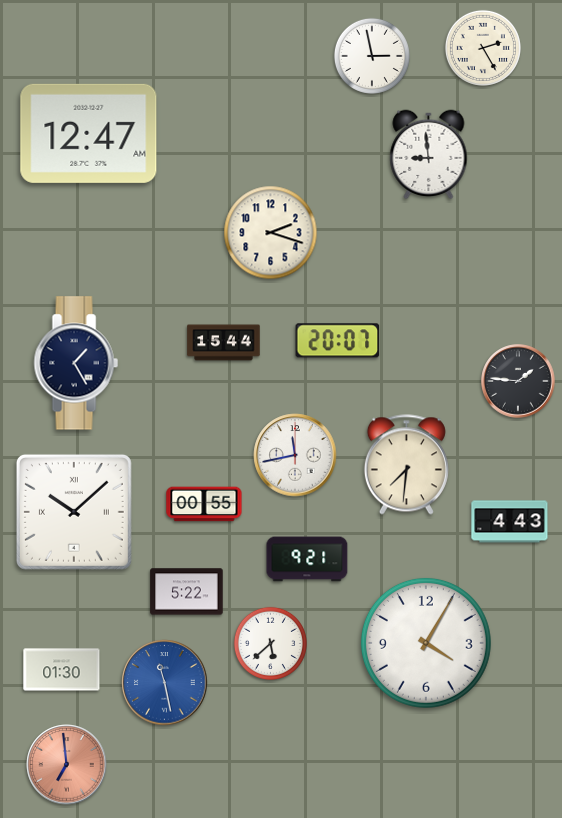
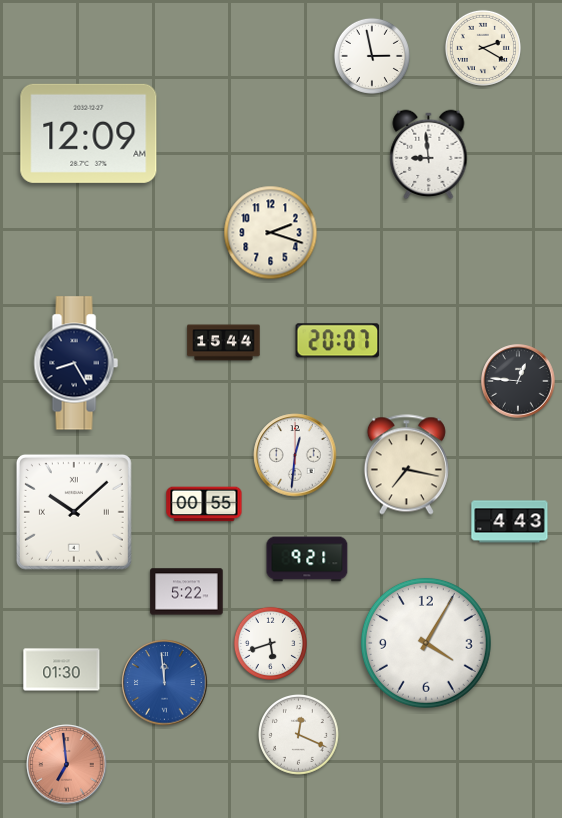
clock at (483, 48): 2:25 -> 2:20
clock at (89, 133): 12:47 -> 12:09
clock at (76, 363): 1:25 -> 8:25
clock at (518, 381): 1:46 -> 12:46
clock at (295, 455): 11:43 -> 12:31
clock at (406, 465): 7:31 -> 7:17
clock at (270, 643): 5:38 -> 5:42
clock at (165, 683): 11:28 -> 11:59
clock at (299, 735): none -> 12:19
